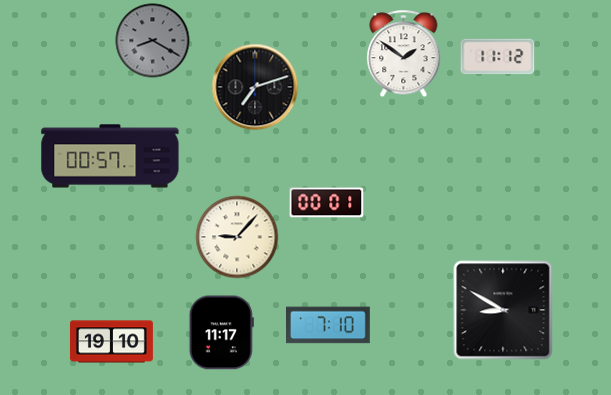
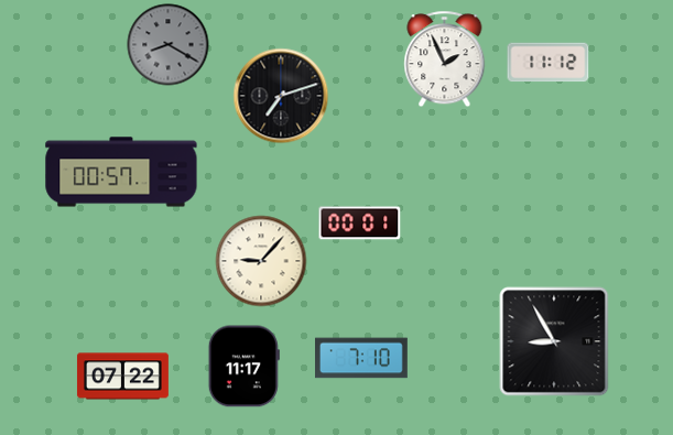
clock at (404, 54): 1:51 -> 1:56
clock at (503, 310): 8:50 -> 8:55
clock at (111, 342): 19:10 -> 07:22
